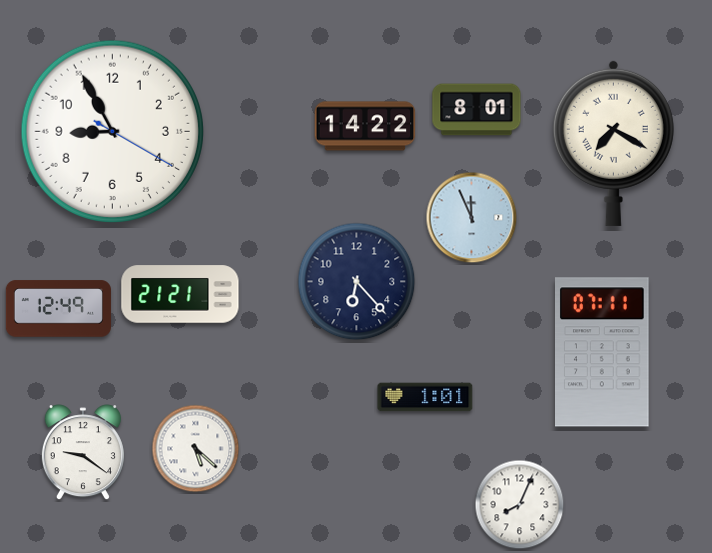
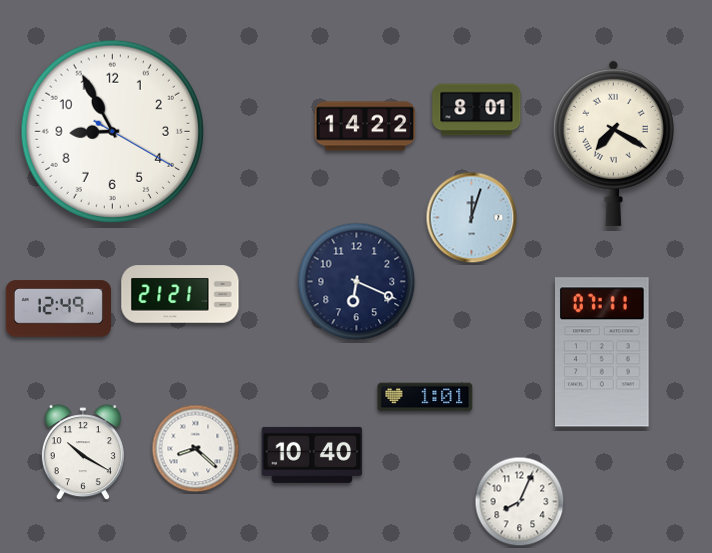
clock at (472, 218): 11:56 -> 12:03
clock at (357, 282): 6:23 -> 6:19
clock at (196, 449): 5:22 -> 8:22
clock at (83, 453): 9:21 -> 10:20
clock at (312, 455): none -> 10:40
clock at (520, 505) position: (520, 505) -> (520, 502)
